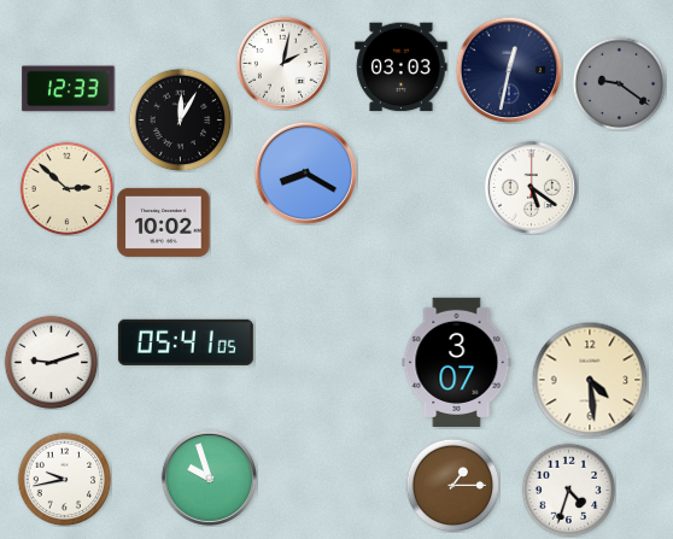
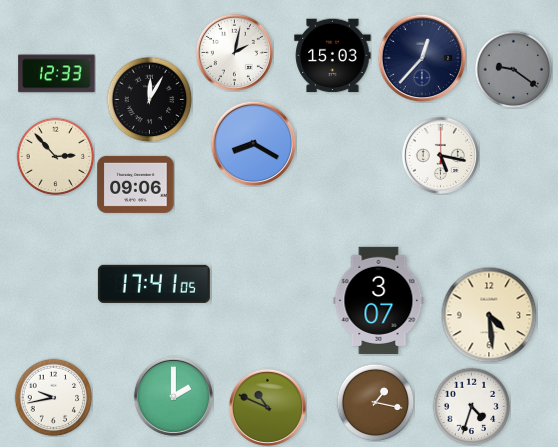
clock at (402, 68): 03:03 -> 15:03
clock at (509, 70): 12:32 -> 12:37
clock at (531, 187): 5:21 -> 5:17
clock at (66, 188): 2:52 -> 2:53
clock at (164, 222): 10:02 -> 09:06
clock at (186, 342): 05:41 -> 17:41
clock at (51, 362): 9:12 -> none
clock at (209, 478): 9:57 -> 2:00
clock at (452, 485): 1:15 -> 1:17
clock at (267, 407): none -> 10:49
